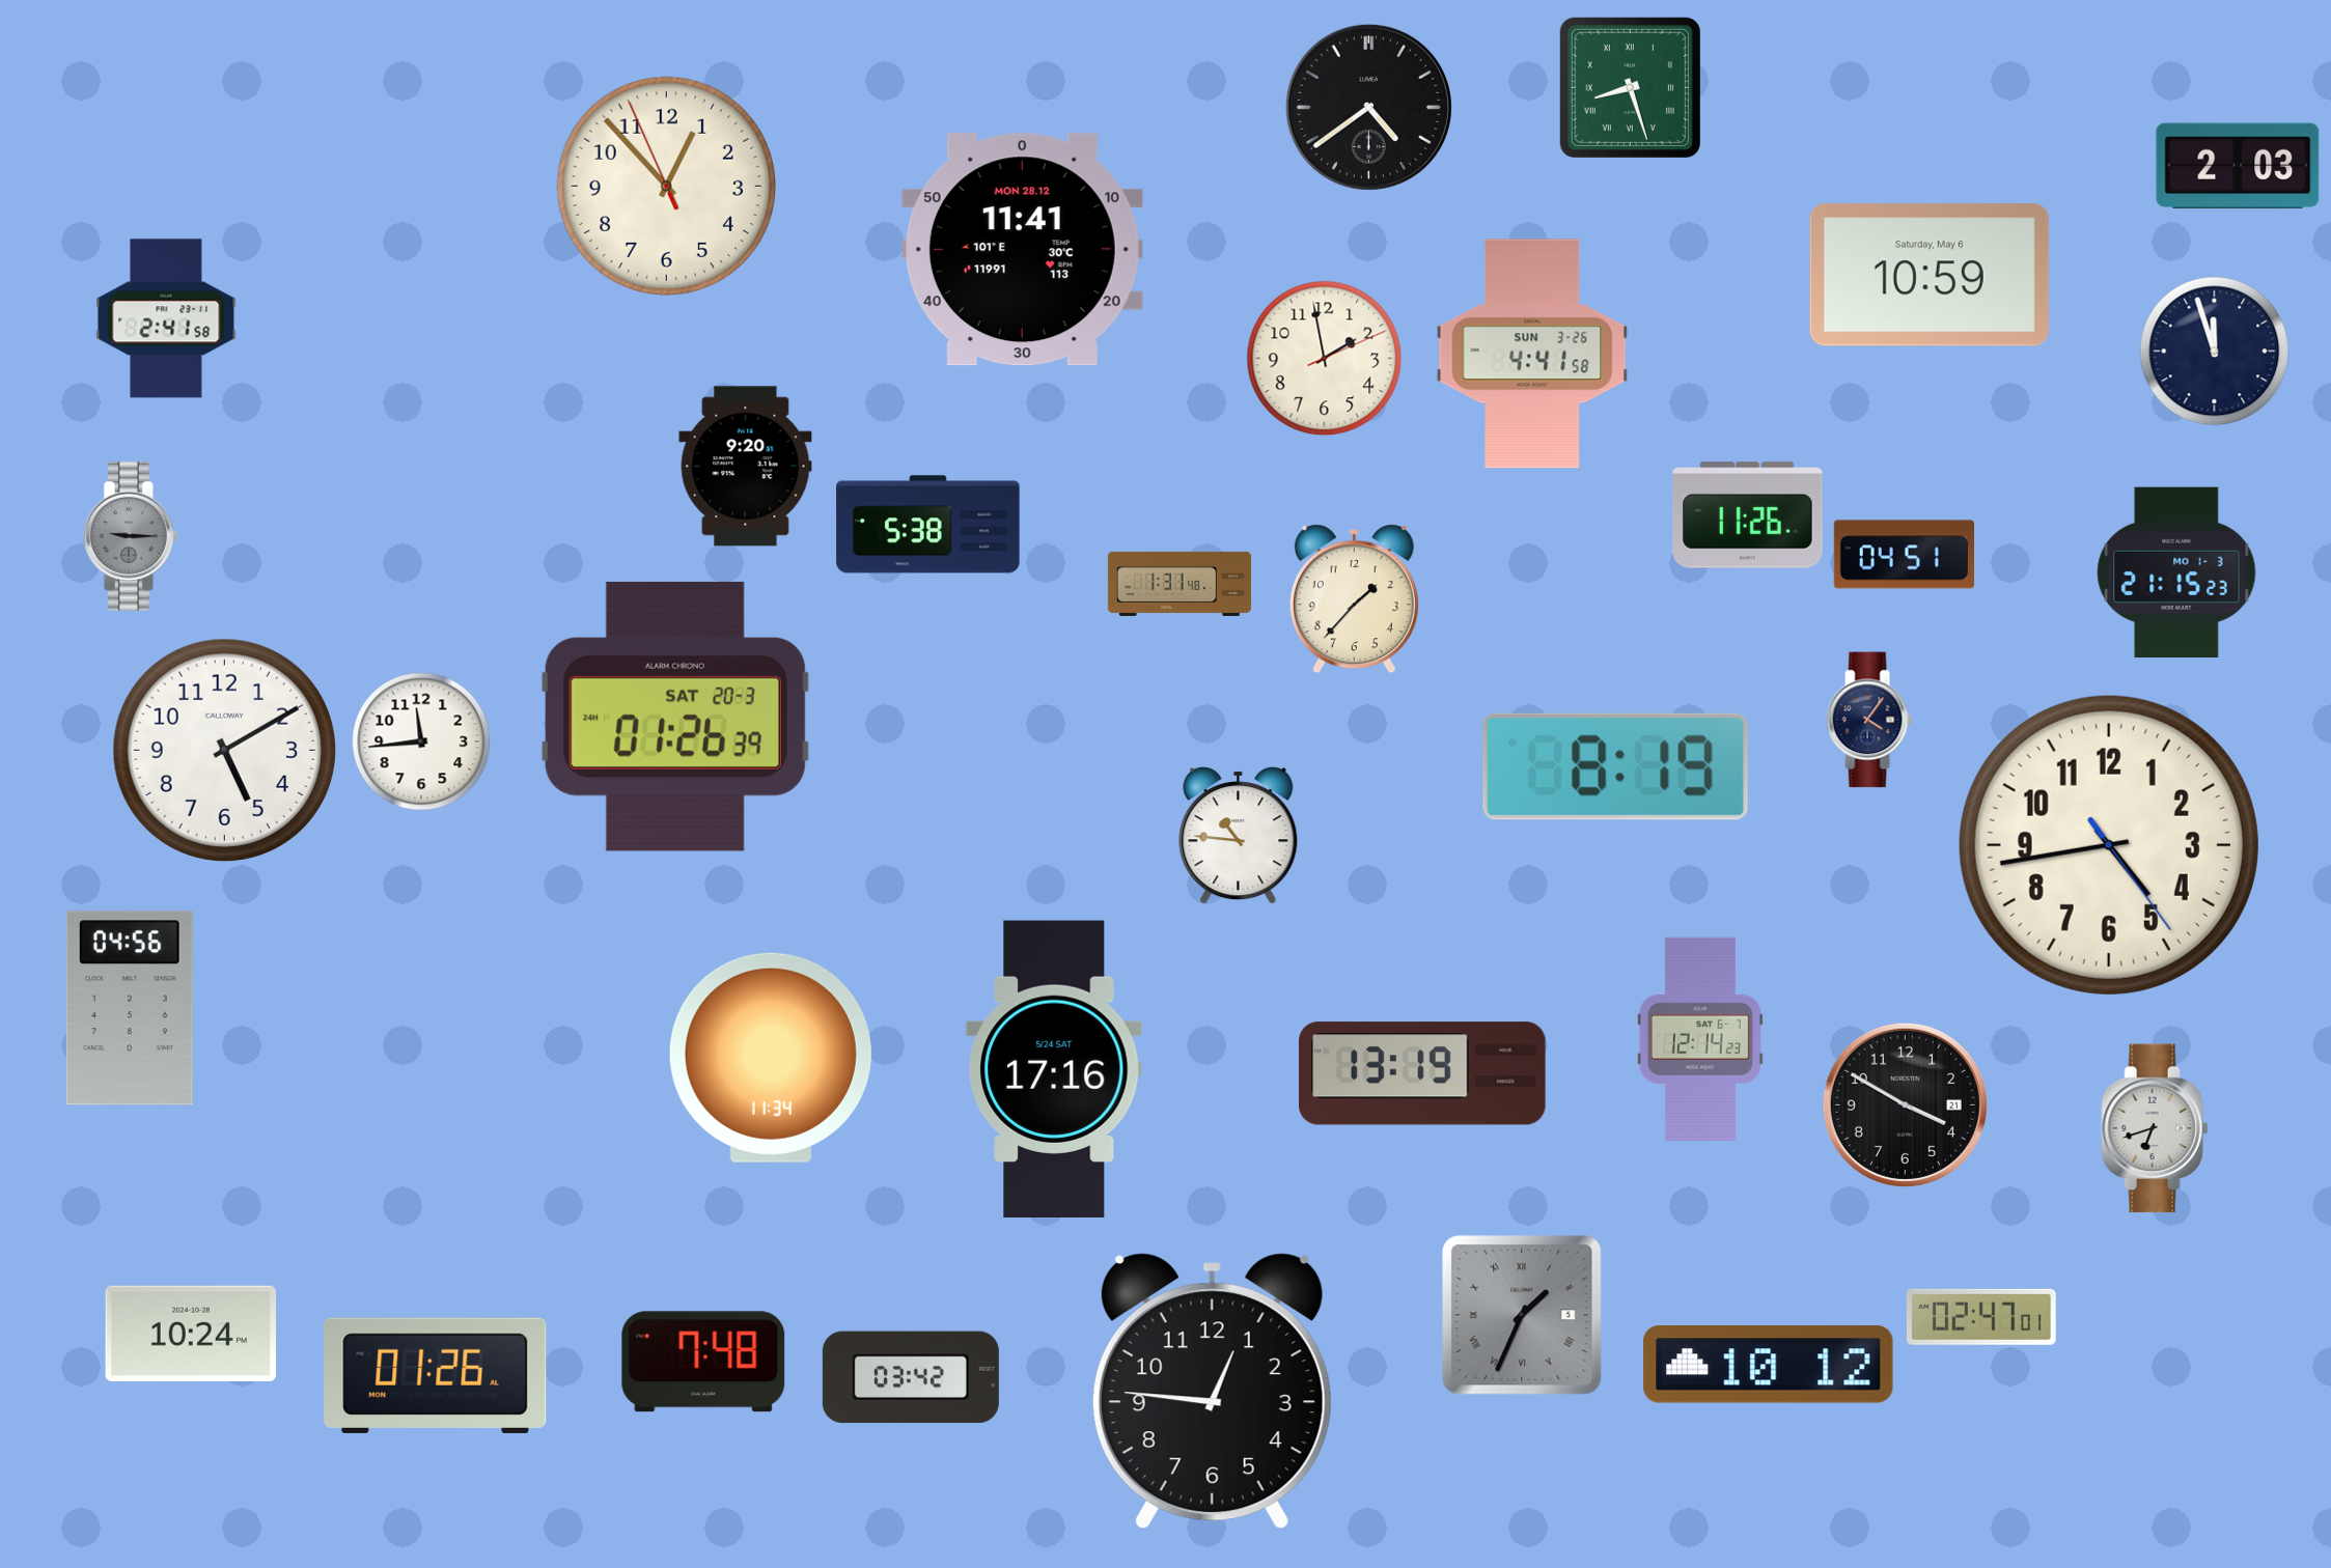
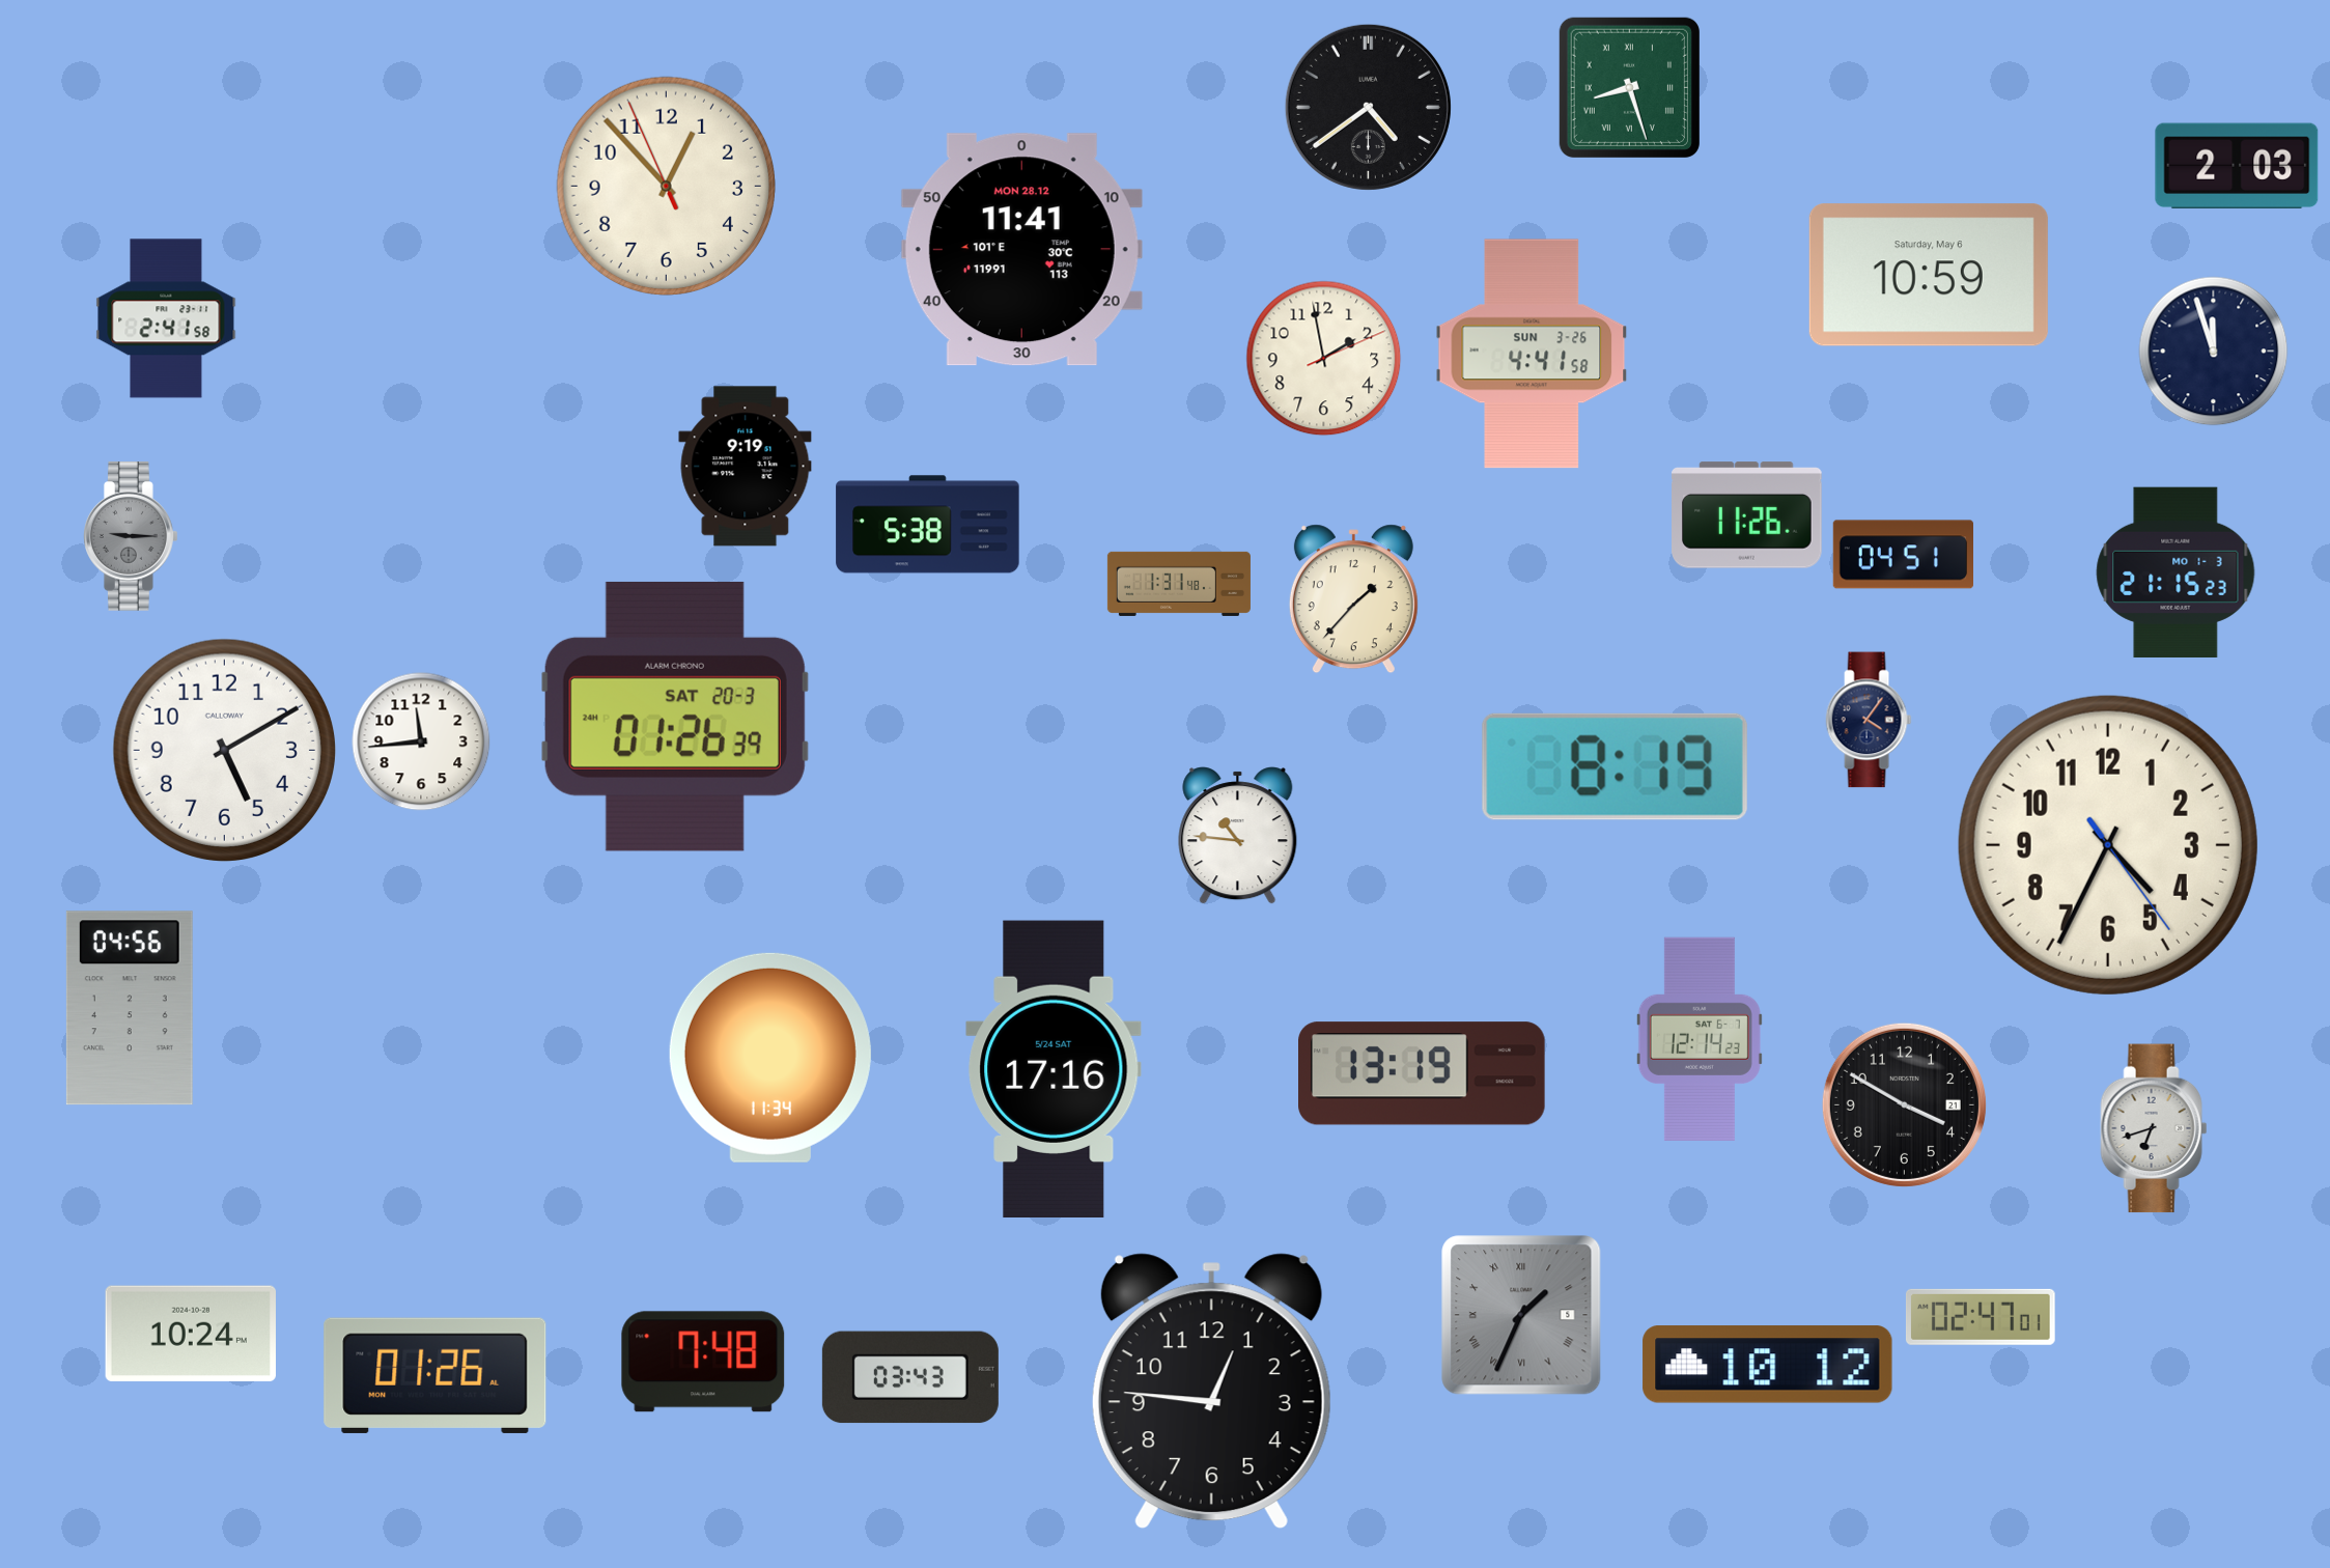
clock at (746, 467): 9:20 -> 9:19
clock at (2109, 845): 4:43 -> 4:34
clock at (911, 1377): 03:42 -> 03:43
